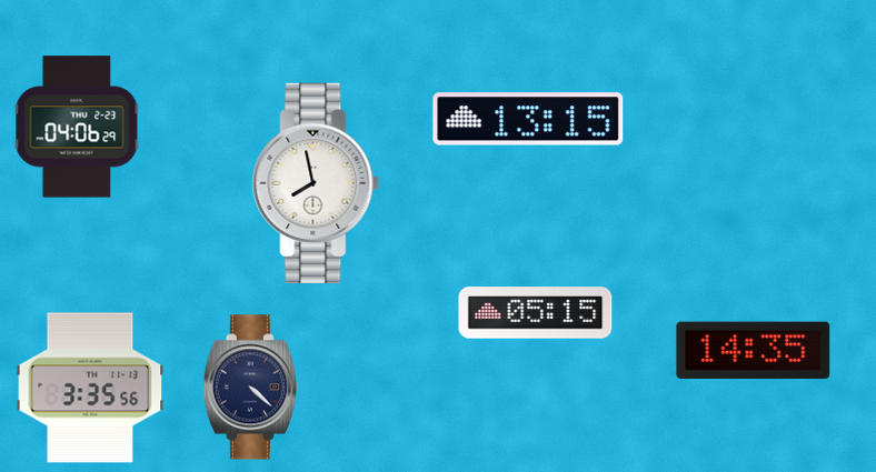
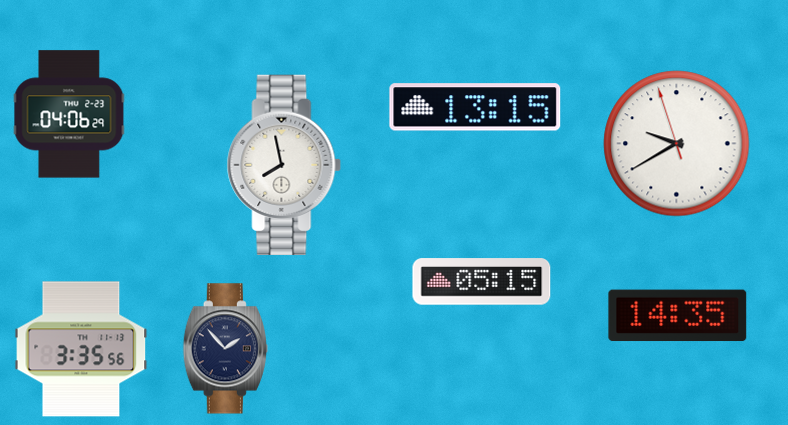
clock at (677, 144): none -> 9:39
clock at (250, 388): 4:22 -> 1:53
